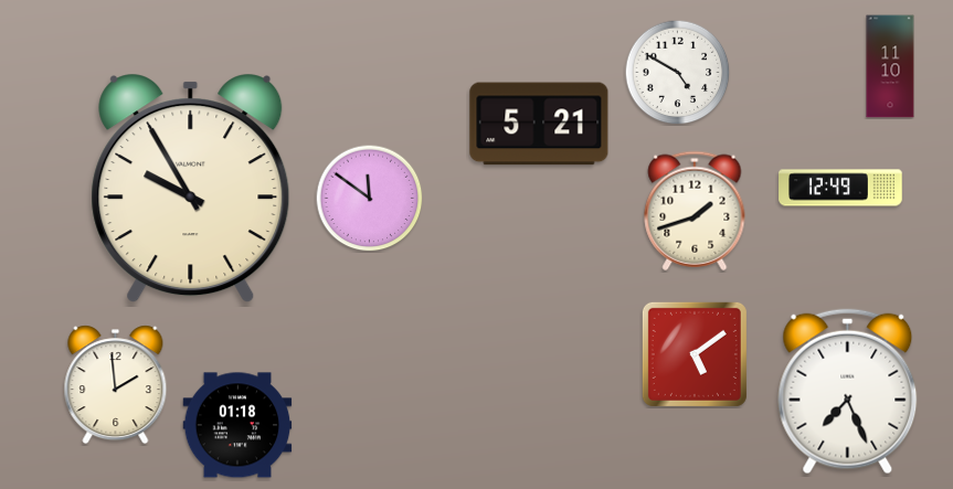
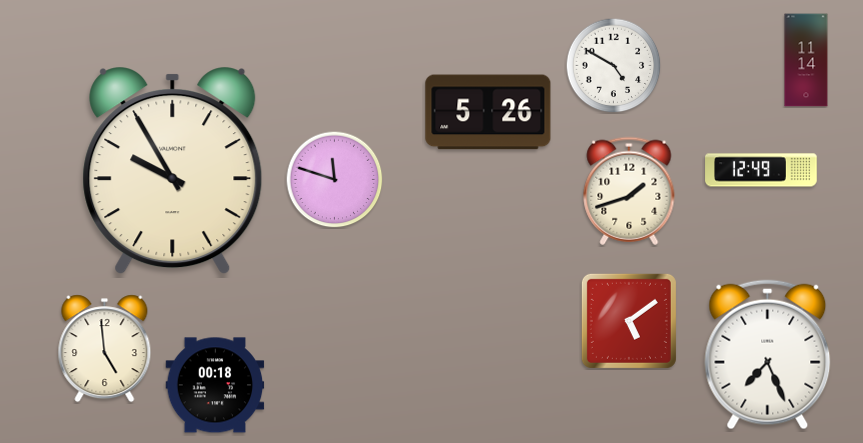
clock at (890, 66): 11:10 -> 11:14
clock at (539, 124): 5:21 -> 5:26
clock at (369, 198): 11:51 -> 11:48
clock at (116, 385): 1:59 -> 4:59
clock at (237, 425): 01:18 -> 00:18
